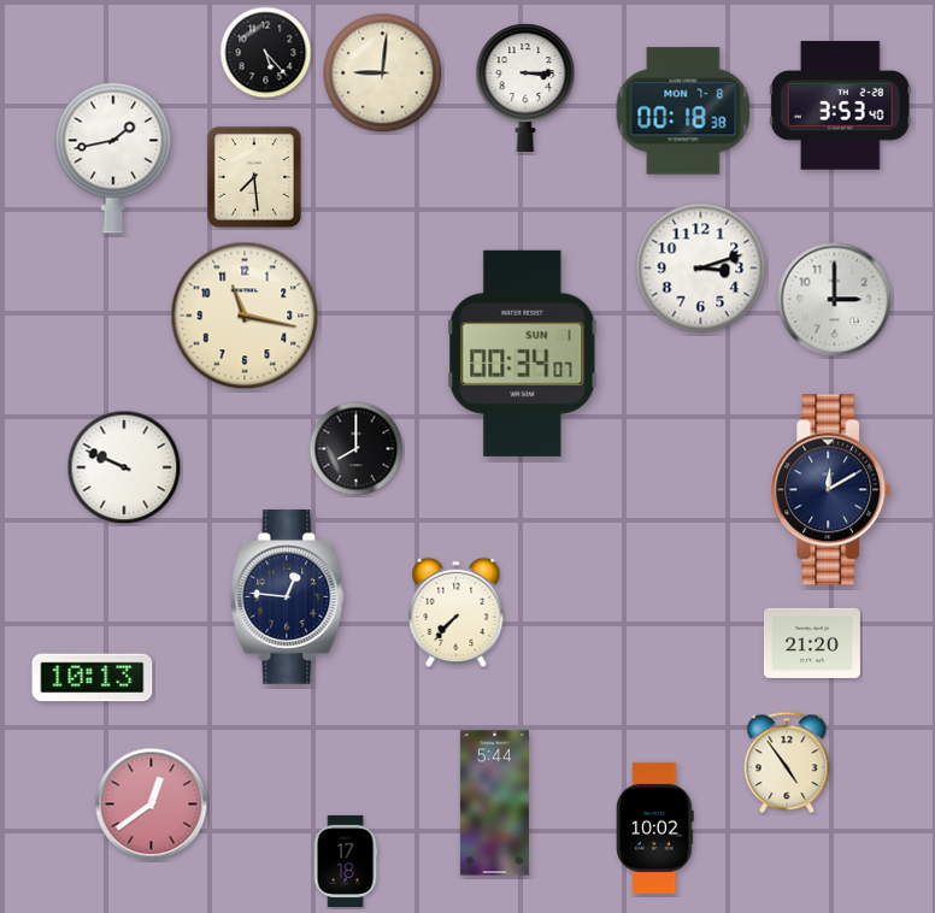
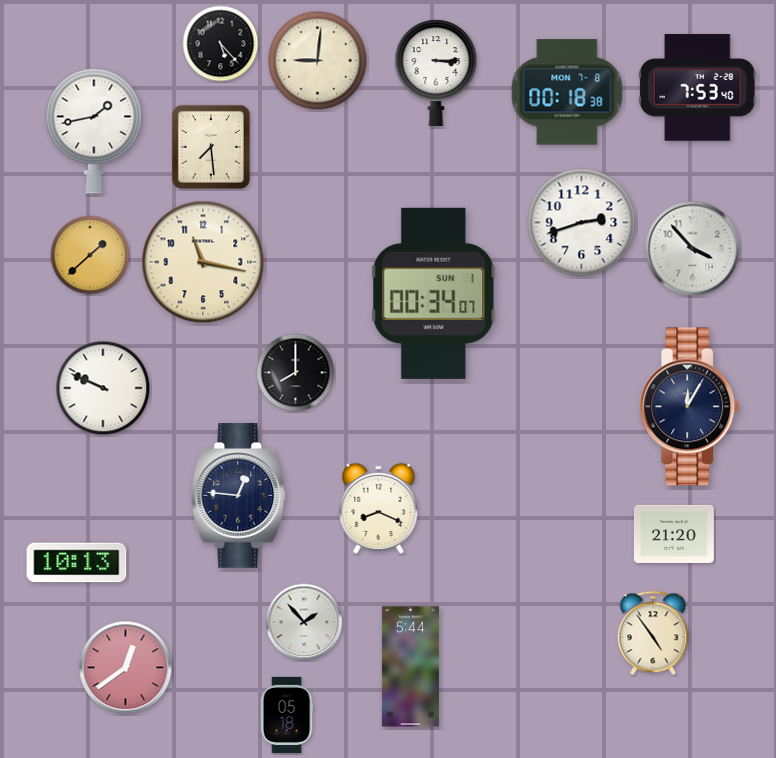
clock at (840, 106): 3:53 -> 7:53
clock at (701, 269): 3:12 -> 2:42
clock at (835, 300): 3:00 -> 3:53
clock at (90, 255): none -> 1:38
clock at (831, 490): 12:10 -> 12:05
clock at (457, 612): 7:37 -> 8:19
clock at (304, 622): none -> 1:53
clock at (655, 827): 10:02 -> none
clock at (346, 860): 17:18 -> 05:18
